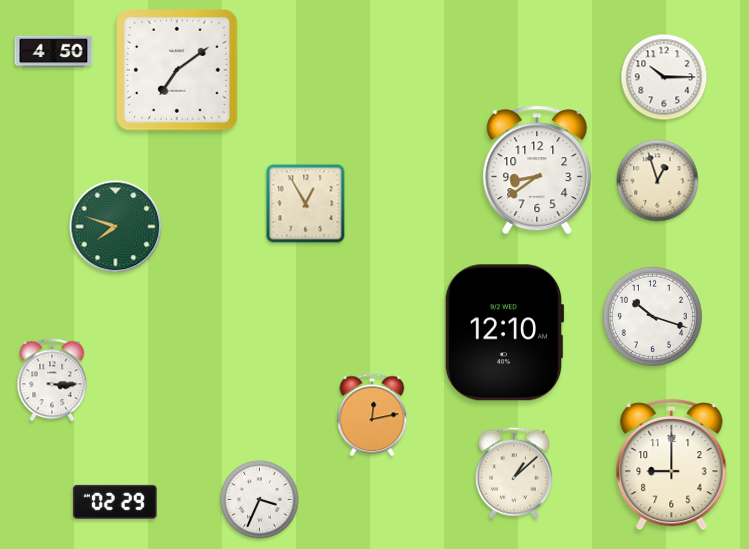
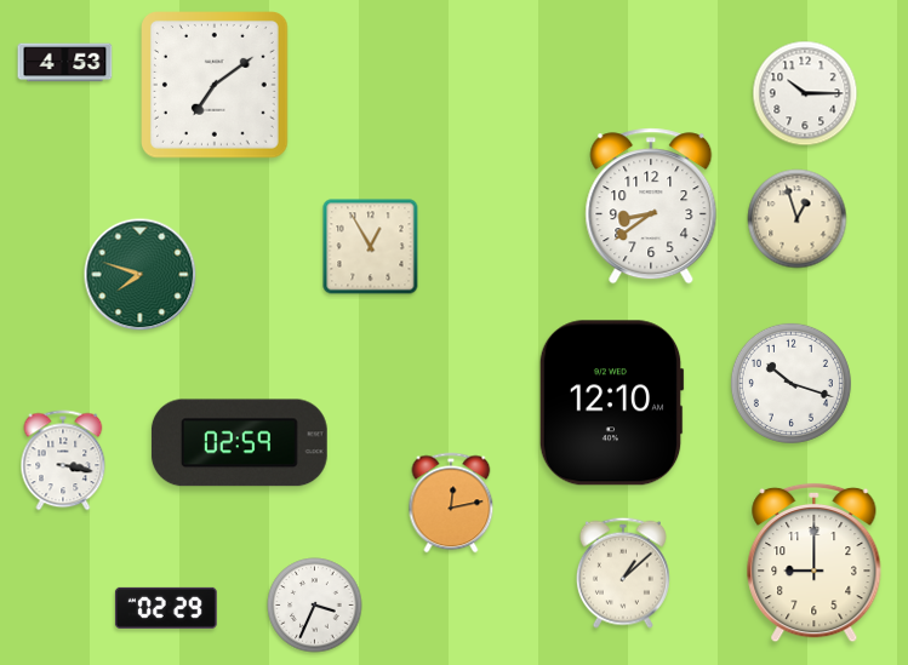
clock at (54, 52): 4:50 -> 4:53
clock at (239, 443): none -> 02:59
clock at (52, 380): 3:15 -> 3:17
clock at (115, 502) position: (115, 502) -> (166, 608)
